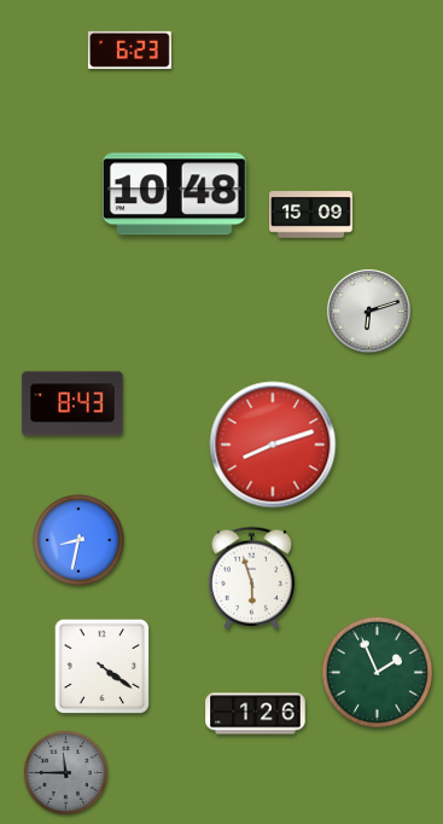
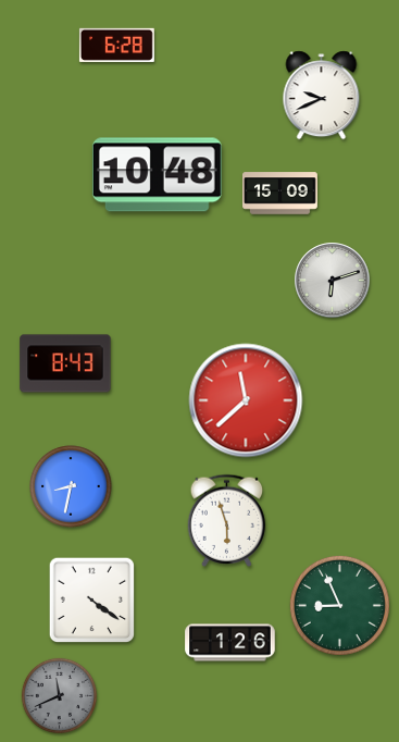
clock at (129, 50): 6:23 -> 6:28
clock at (322, 96): none -> 9:41
clock at (273, 445): 8:12 -> 11:38
clock at (377, 672): 1:56 -> 8:56
clock at (65, 772): 11:45 -> 11:41
